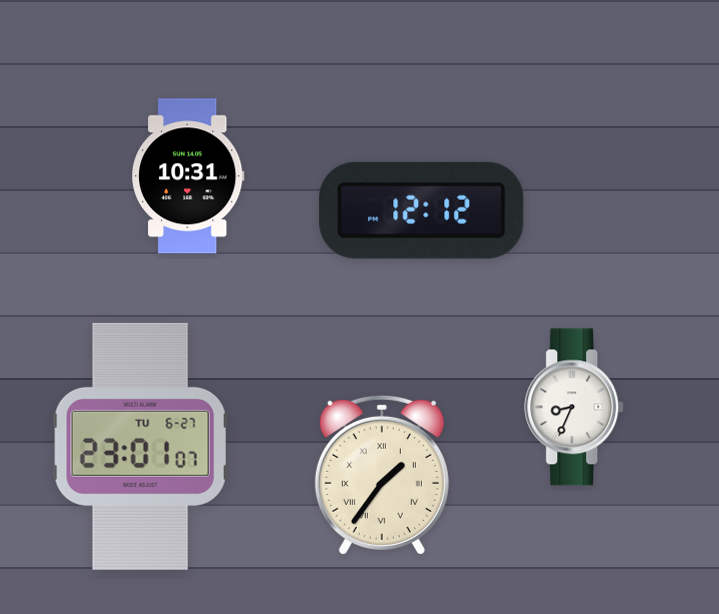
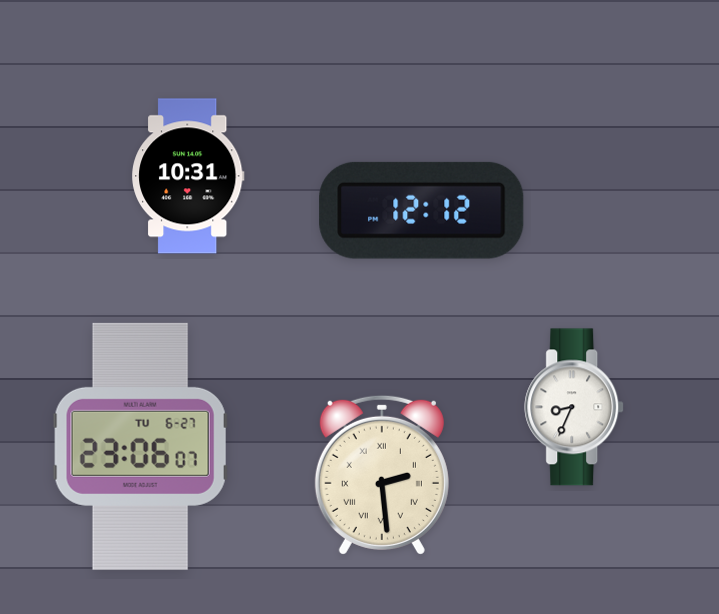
clock at (140, 446): 23:01 -> 23:06
clock at (382, 475): 1:36 -> 2:29
